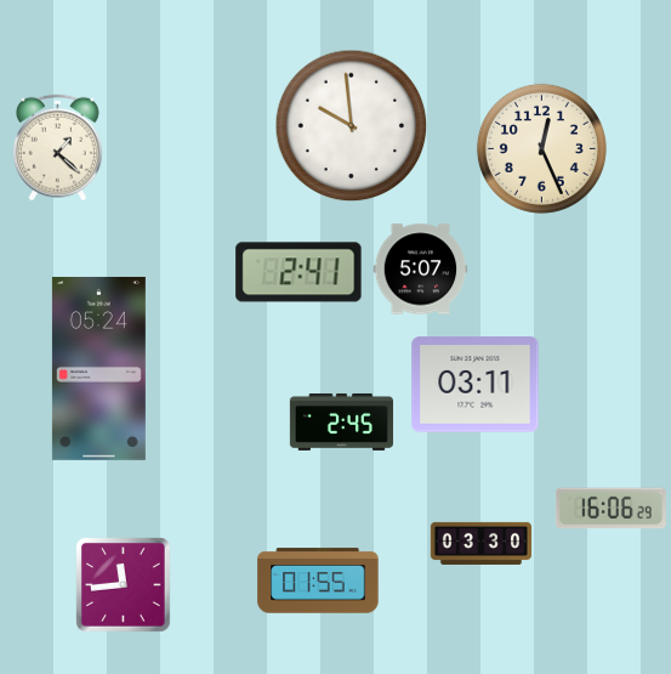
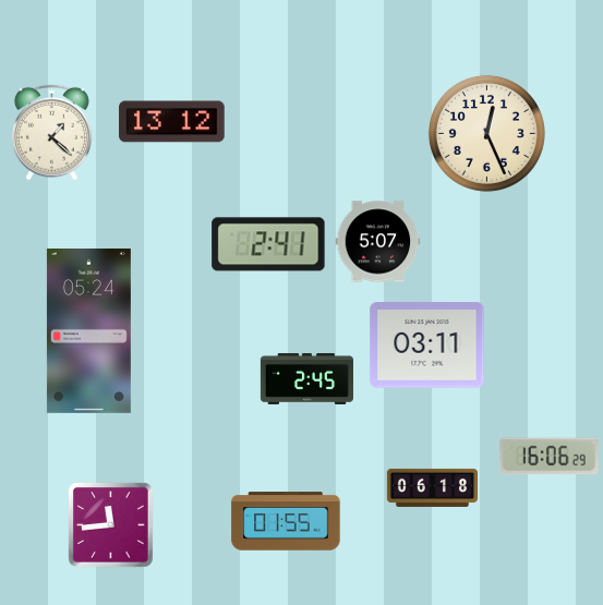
clock at (351, 125): 9:59 -> none
clock at (172, 122): none -> 13:12
clock at (480, 543): 03:30 -> 06:18
